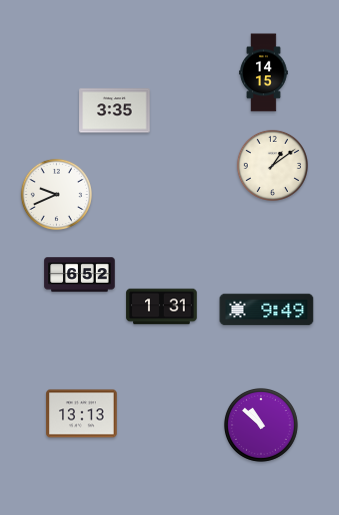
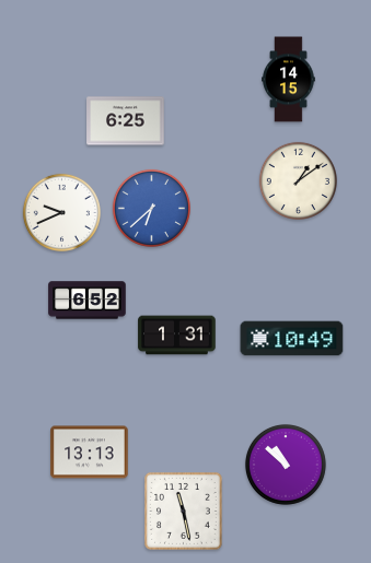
clock at (115, 111): 3:35 -> 6:25
clock at (151, 208): none -> 6:38
clock at (267, 310): 9:49 -> 10:49
clock at (184, 512): none -> 11:28
